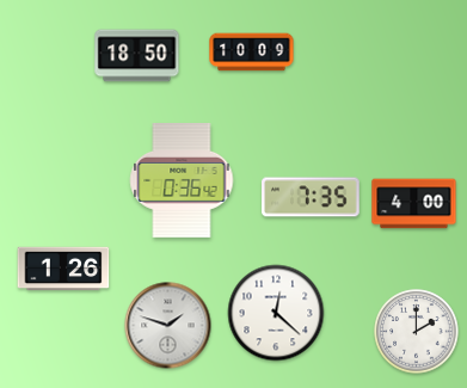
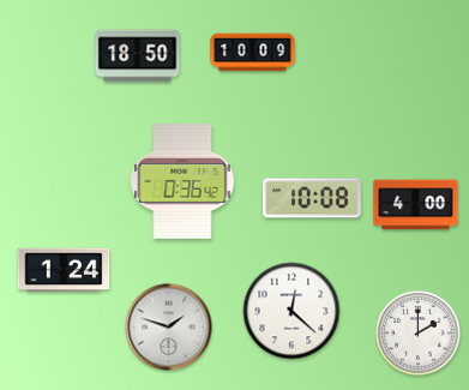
clock at (311, 197): 7:35 -> 10:08
clock at (63, 269): 1:26 -> 1:24
clock at (276, 313) position: (276, 313) -> (291, 311)
